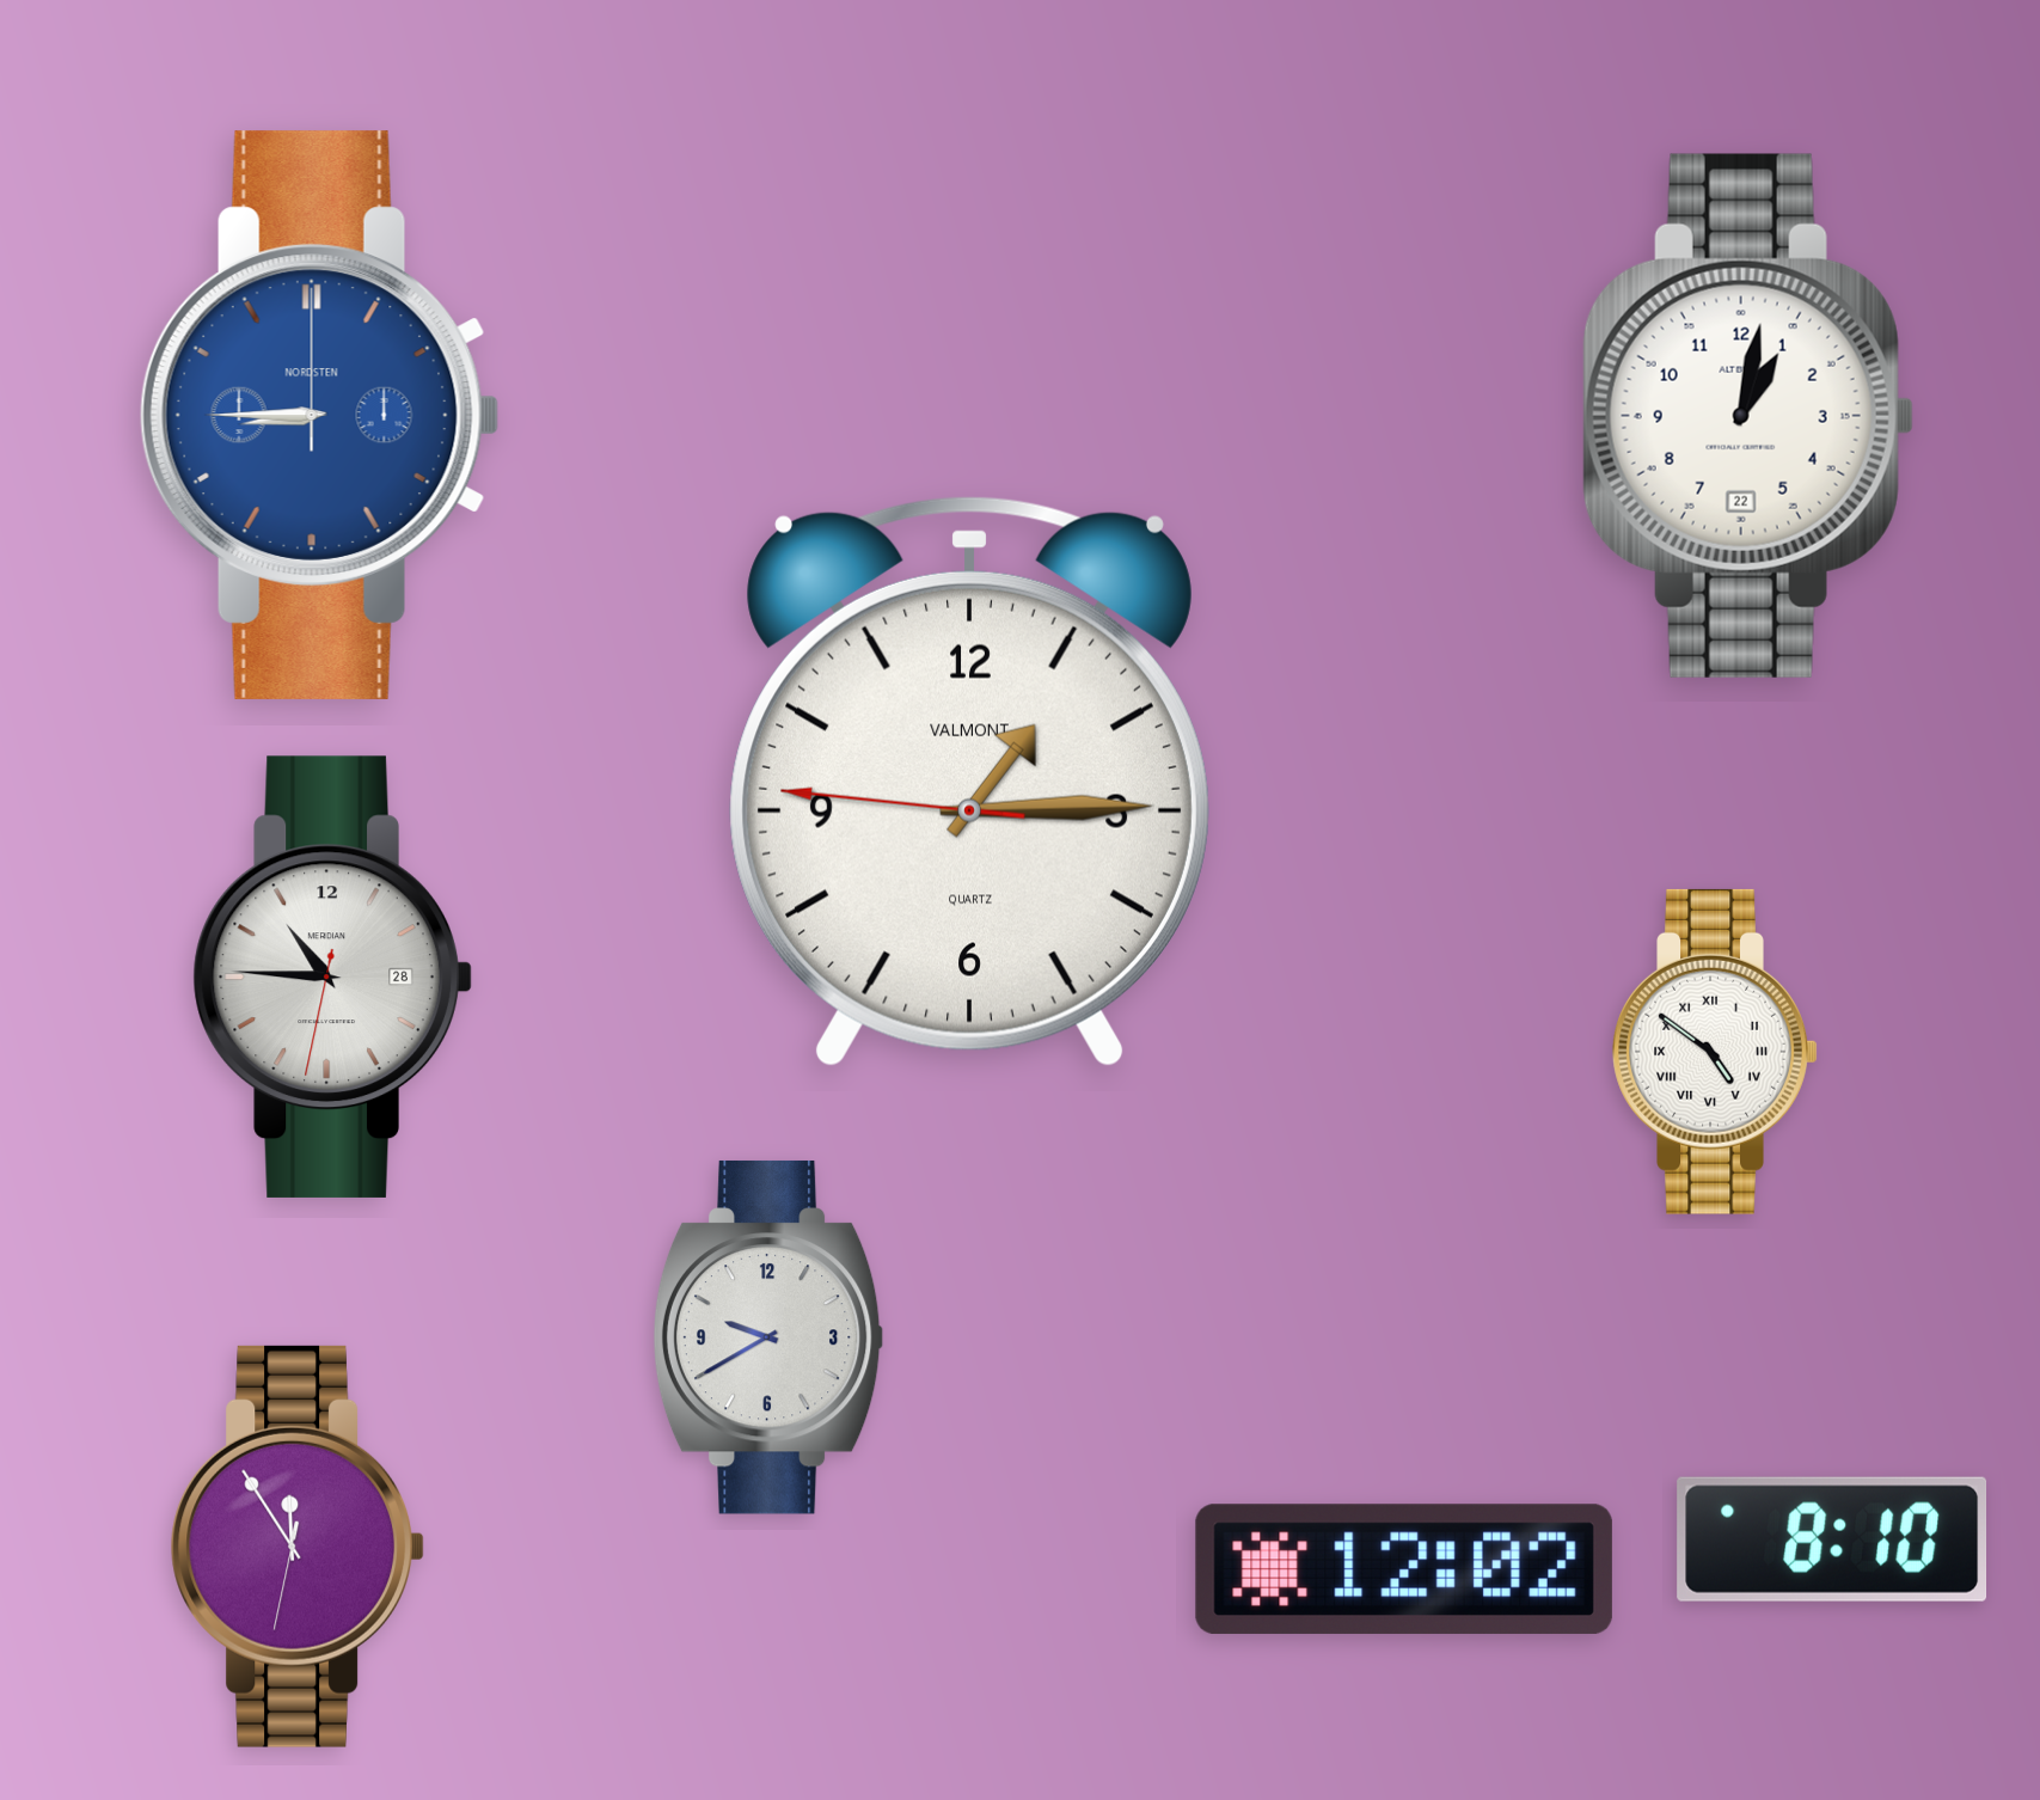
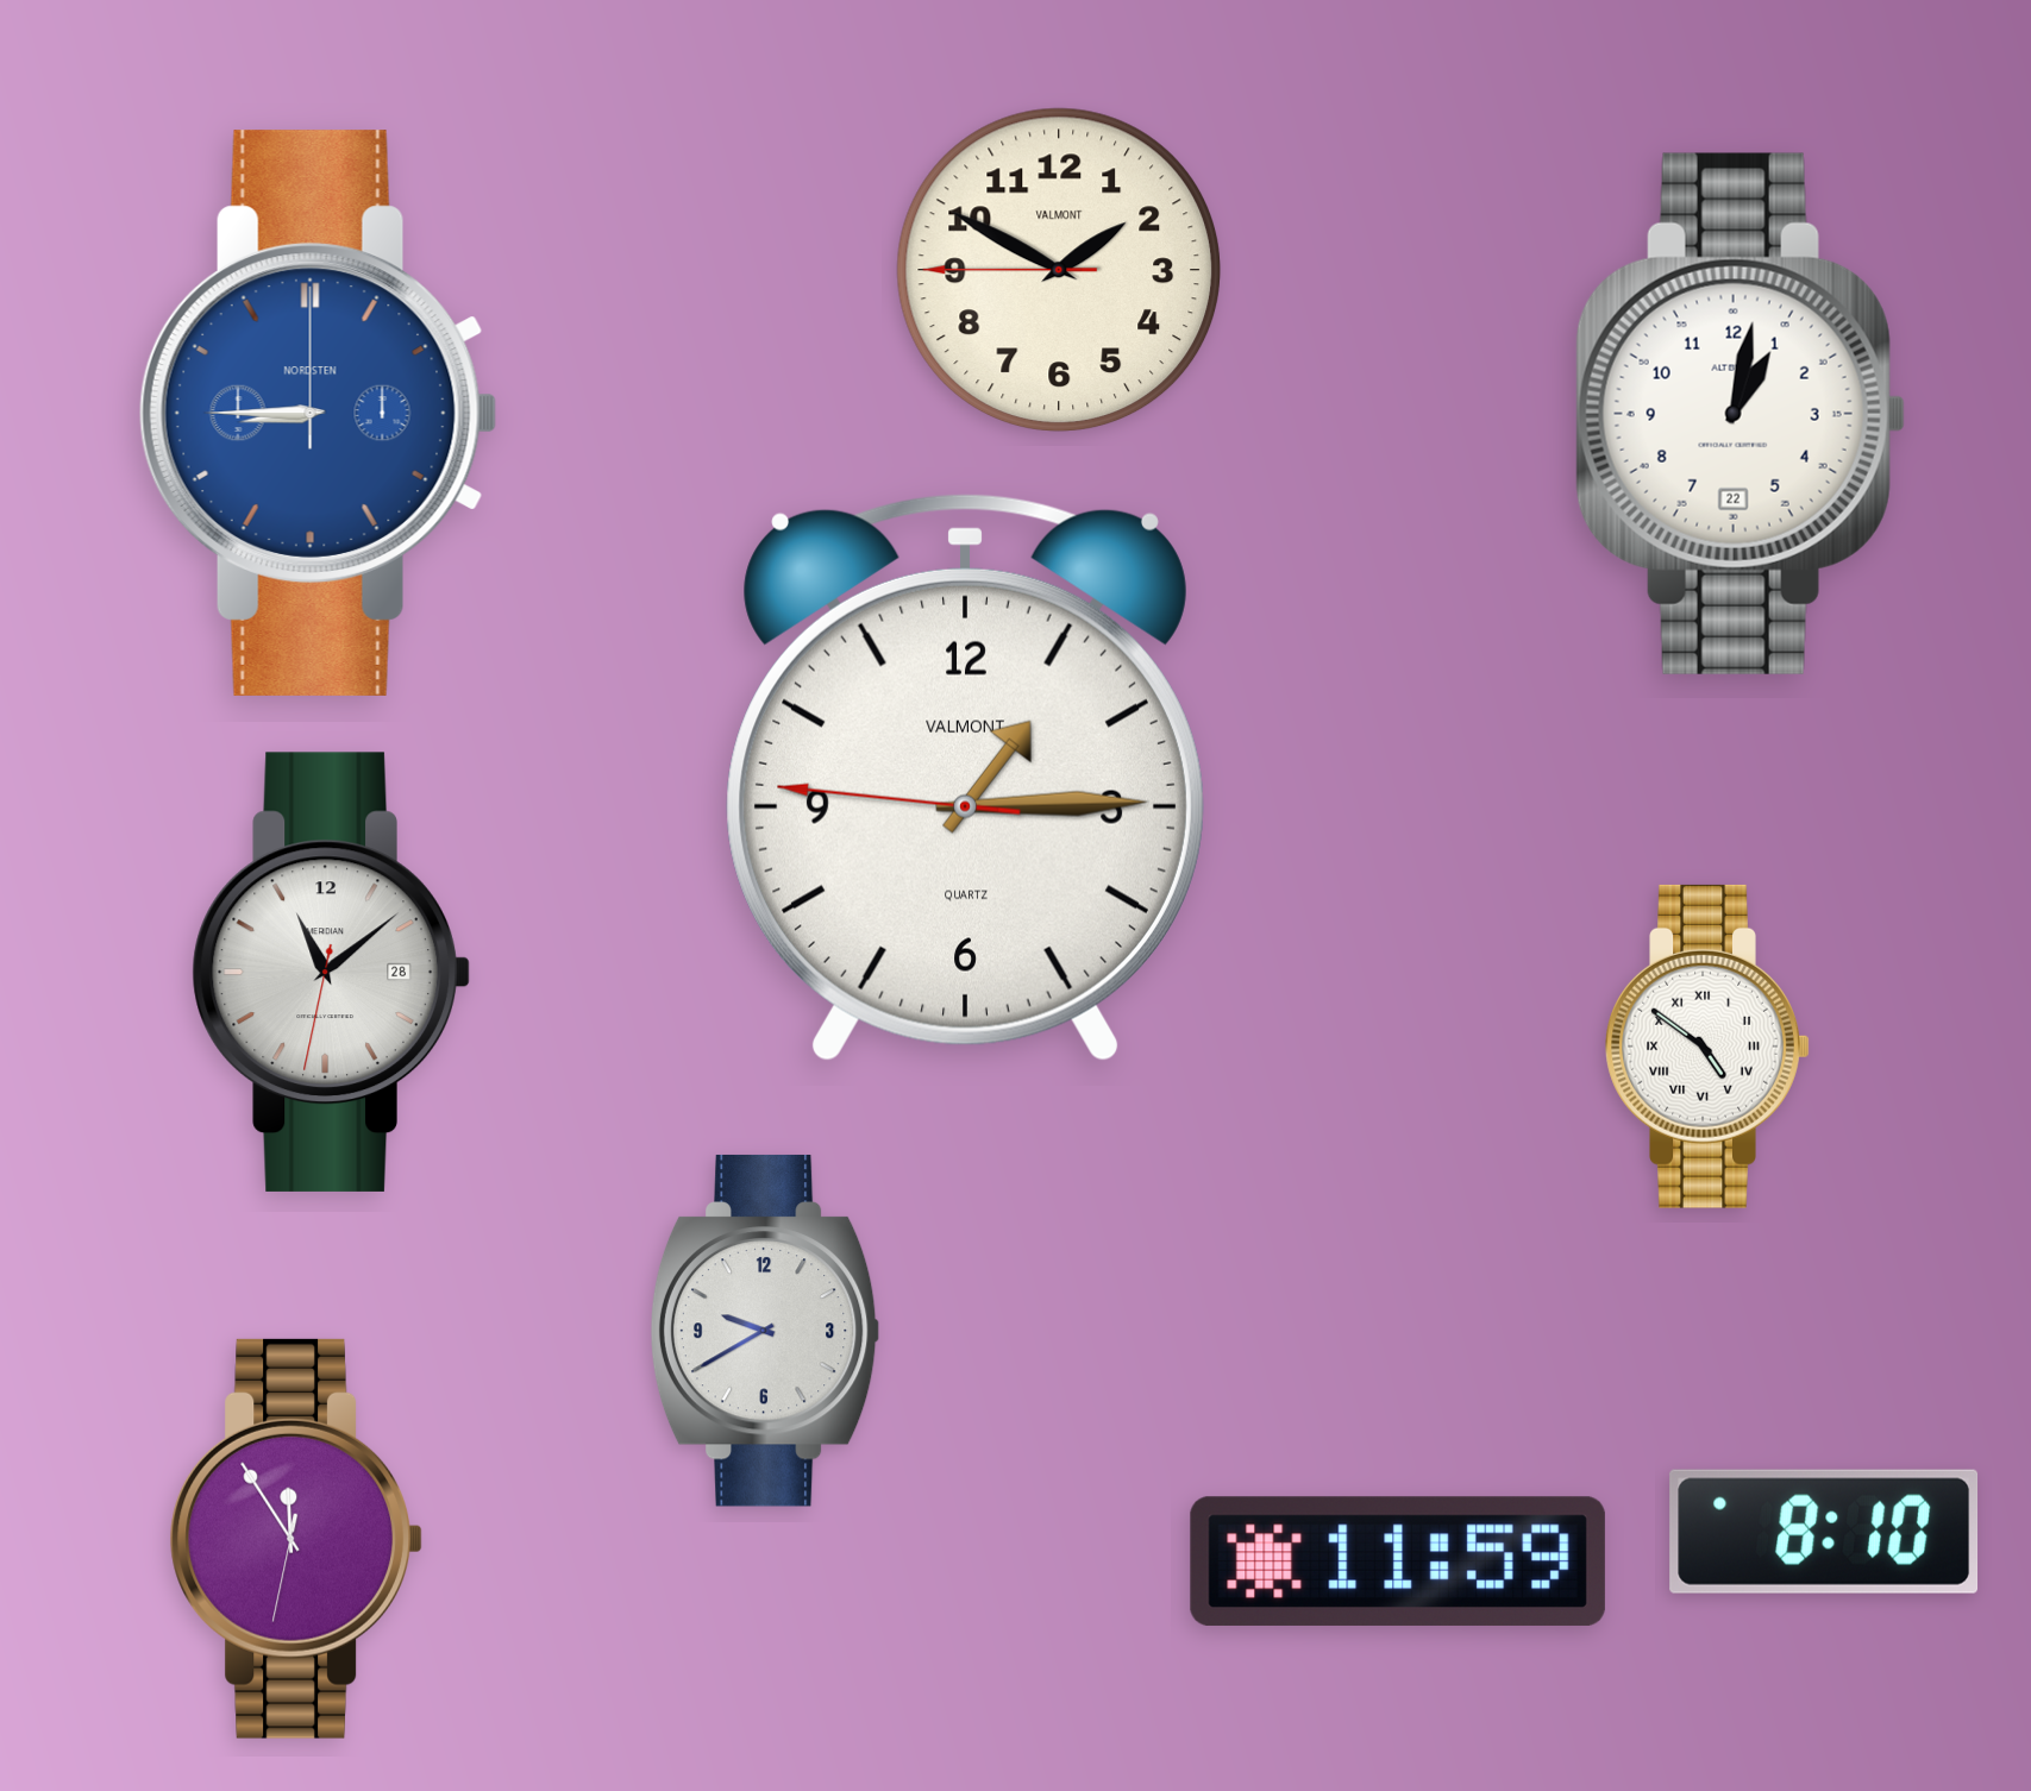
clock at (1059, 270): none -> 1:49
clock at (332, 976): 10:45 -> 11:08
clock at (1404, 1569): 12:02 -> 11:59
